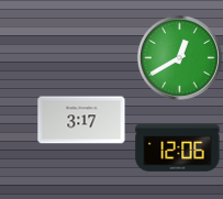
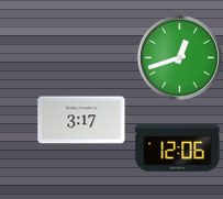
clock at (179, 57): 12:40 -> 12:42
